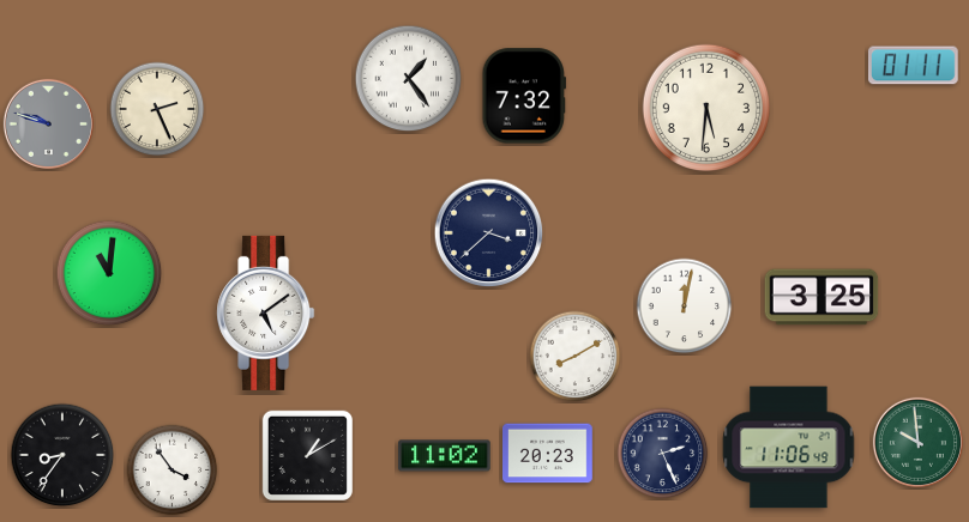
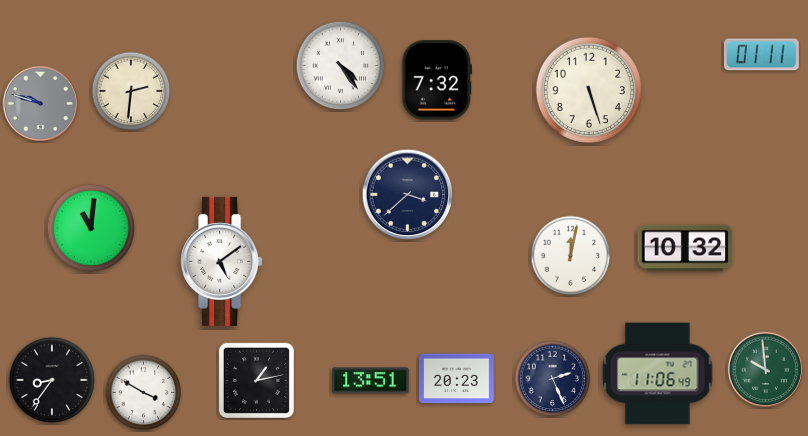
clock at (409, 79): 1:24 -> 4:24
clock at (705, 107): 5:31 -> 5:27
clock at (157, 109): 2:26 -> 2:31
clock at (821, 297): 3:25 -> 10:32
clock at (576, 357): 8:10 -> none
clock at (307, 455): 1:10 -> 1:13
clock at (445, 456): 11:02 -> 13:51
clock at (173, 471): 3:54 -> 3:50
